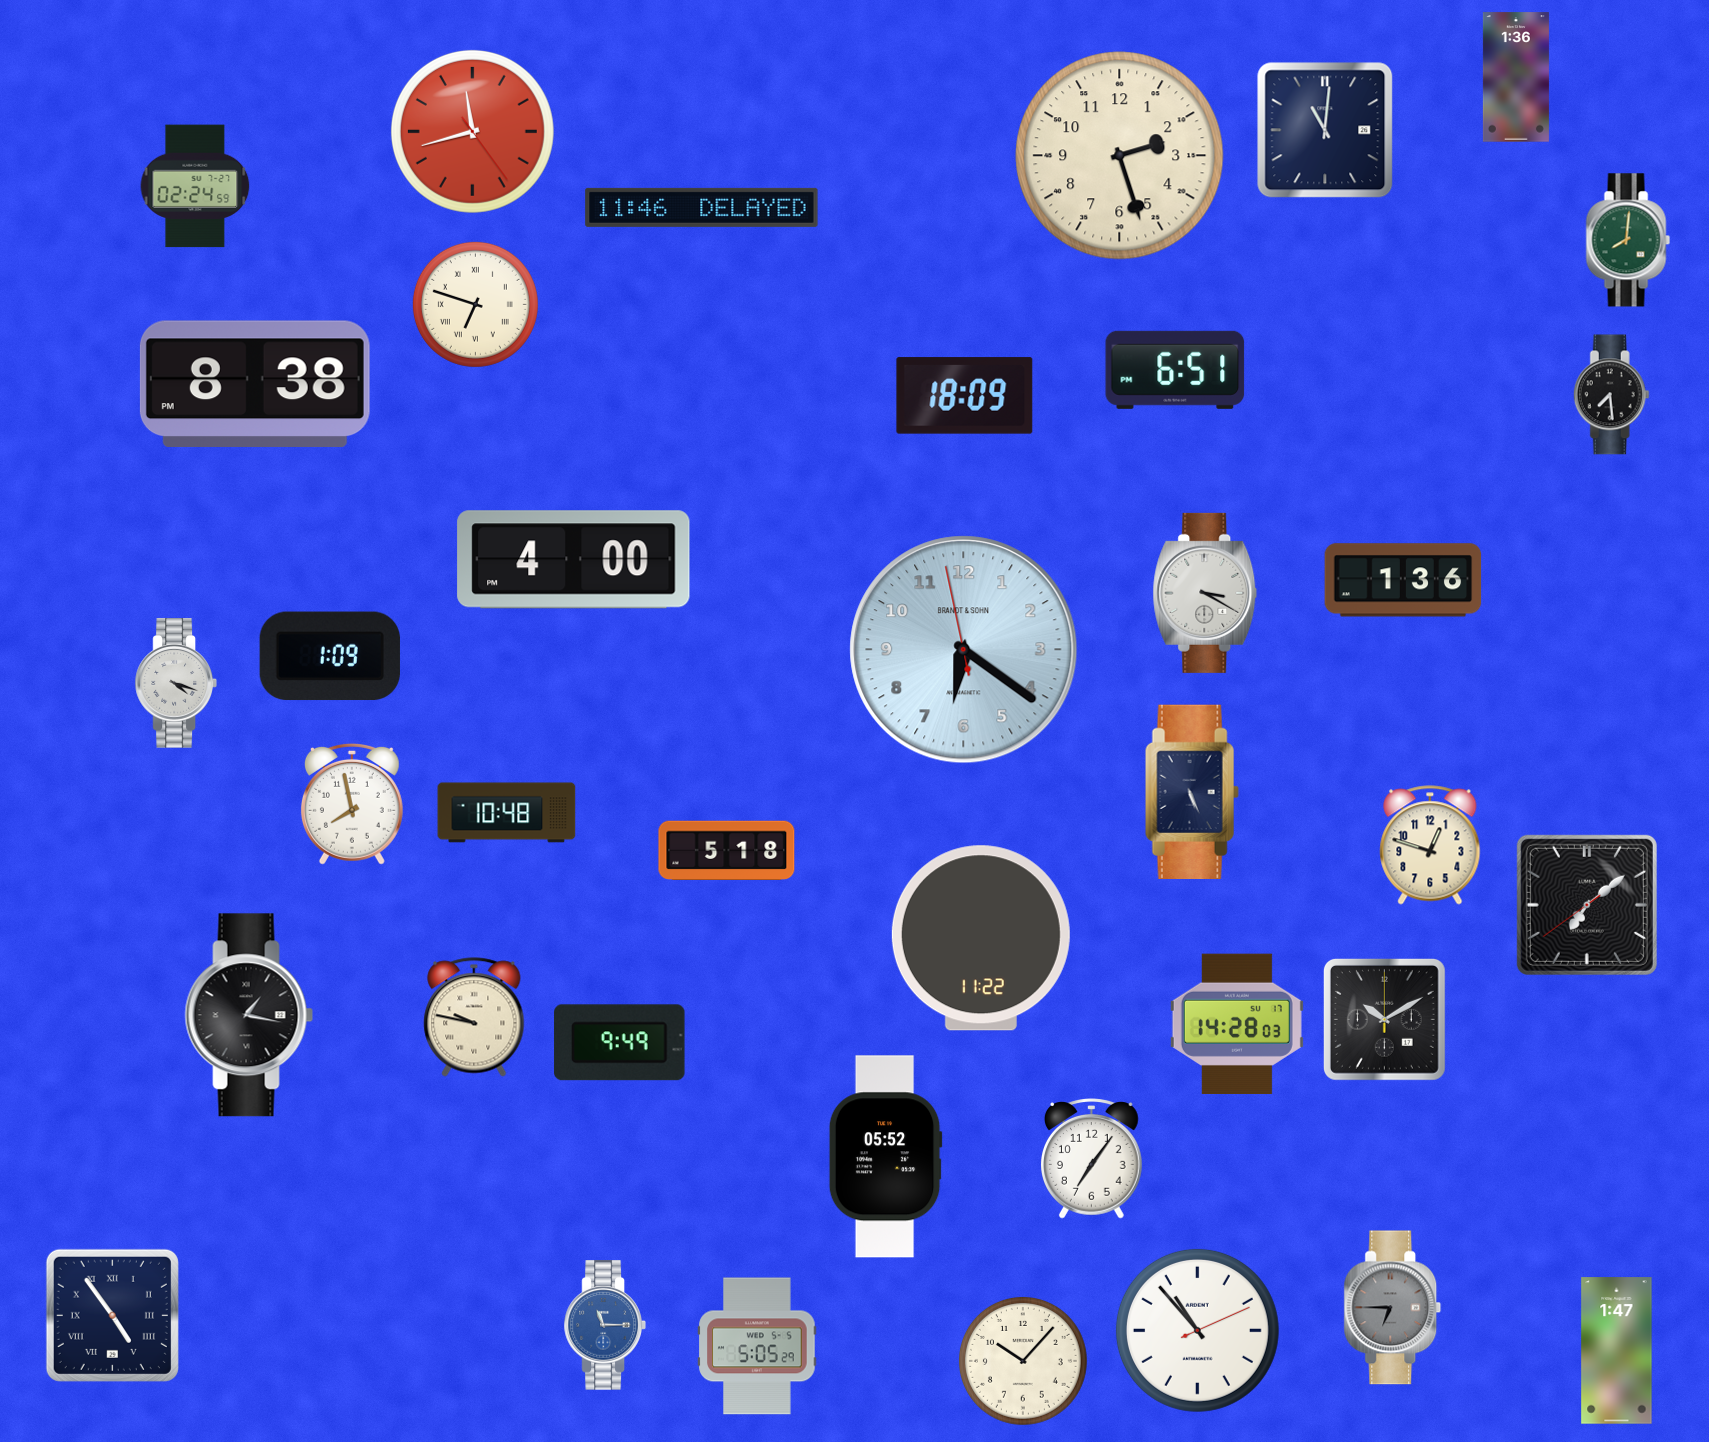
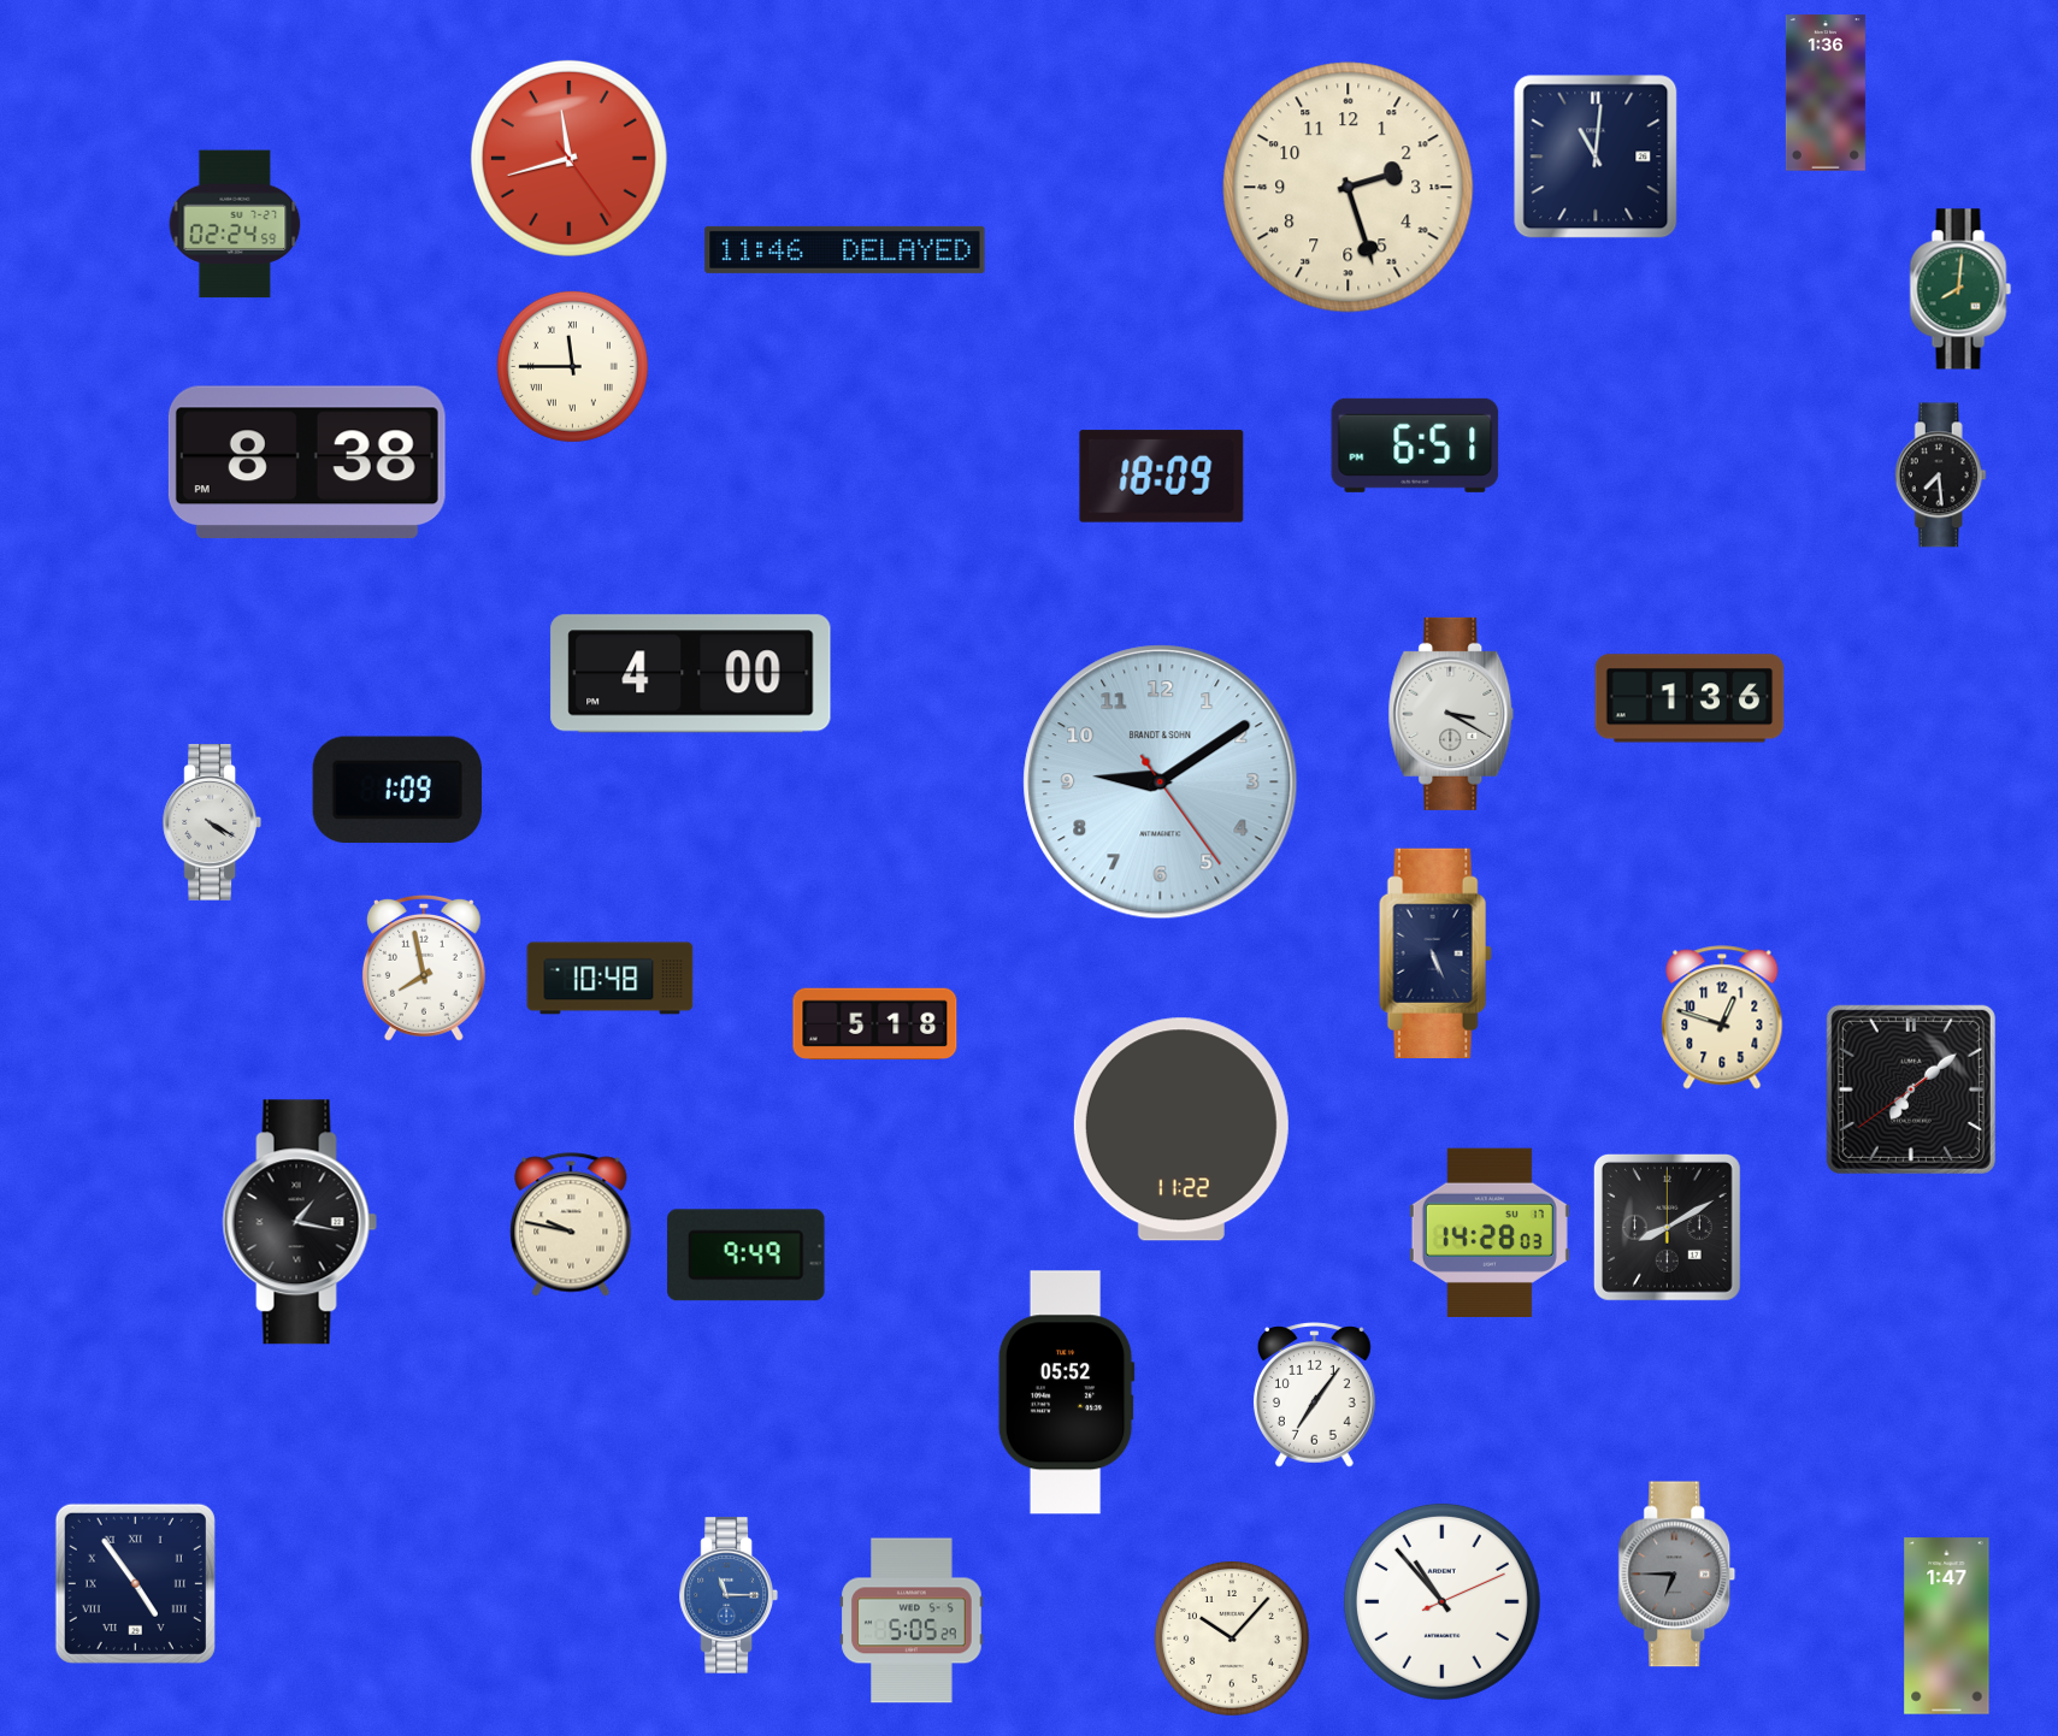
clock at (475, 304): 6:48 -> 11:45
clock at (964, 650): 6:20 -> 9:09
clock at (176, 683): 4:18 -> 4:20
clock at (1384, 1019): 10:10 -> 8:10
